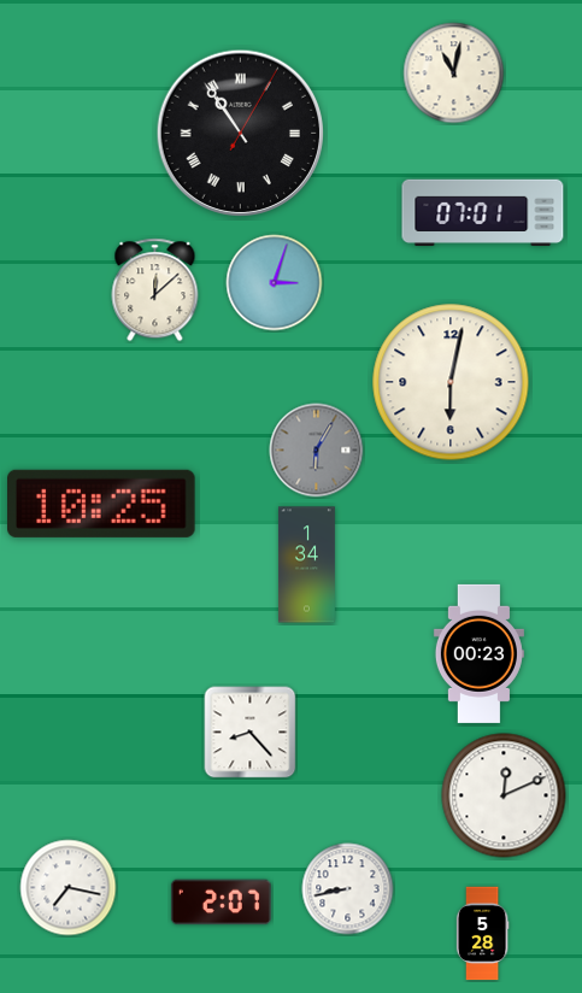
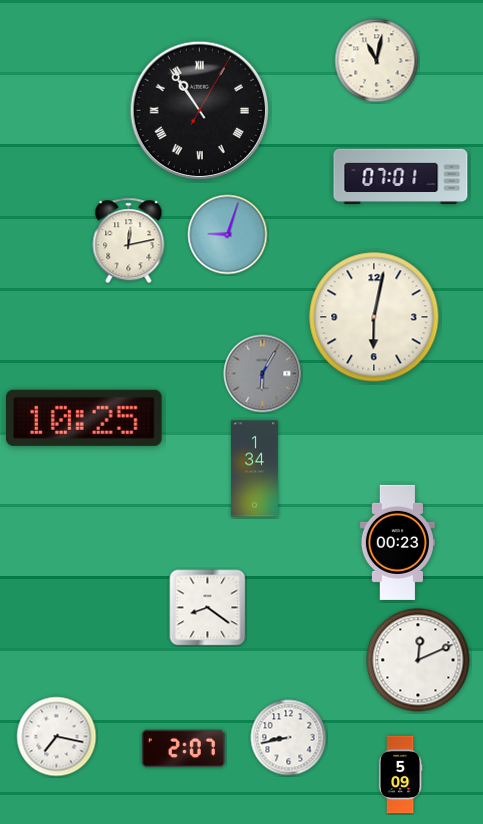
clock at (275, 283): 3:03 -> 9:03
clock at (155, 290): 12:08 -> 12:13
clock at (251, 733): 8:23 -> 8:21
clock at (482, 934): 5:28 -> 5:09
